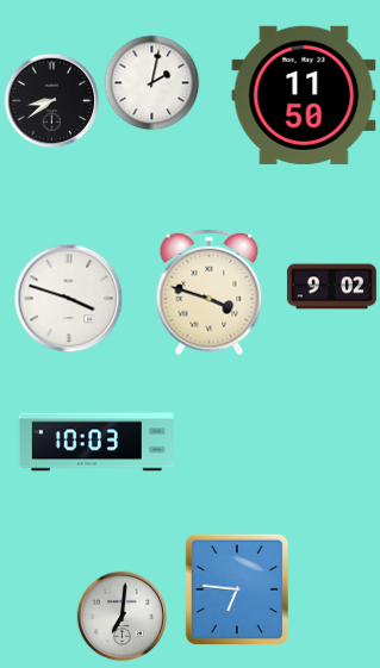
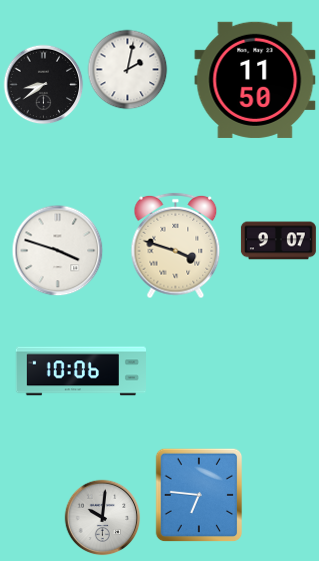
clock at (331, 287): 9:02 -> 9:07
clock at (95, 442): 10:03 -> 10:06
clock at (123, 617): 7:01 -> 10:01
